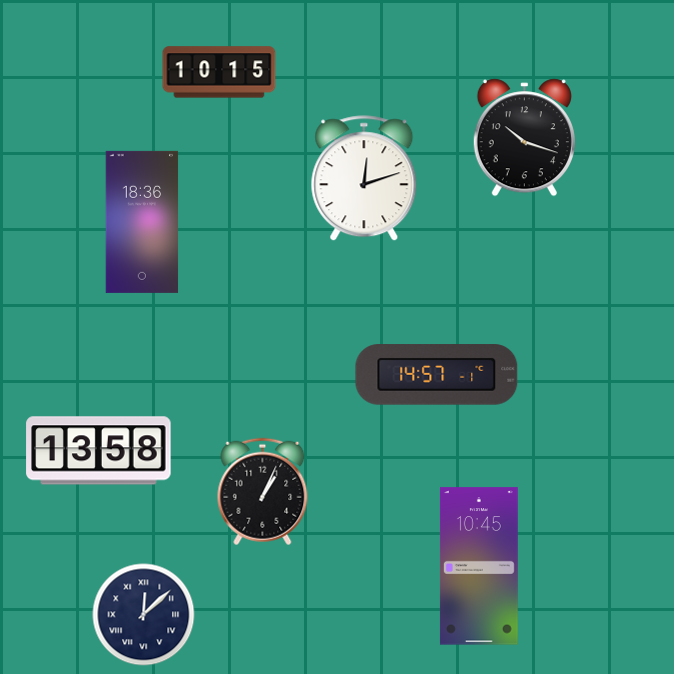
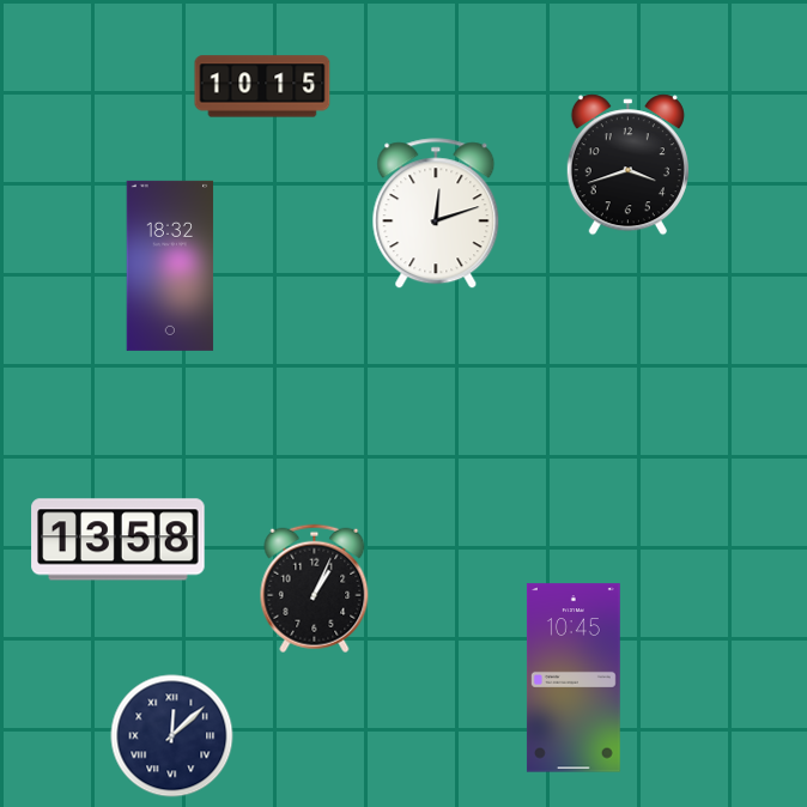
clock at (524, 138): 10:18 -> 3:42
clock at (142, 222): 18:36 -> 18:32
clock at (437, 375): 14:57 -> none
